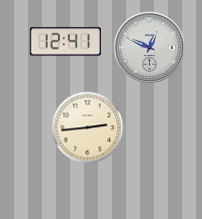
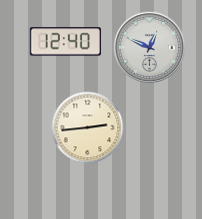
clock at (65, 42): 12:41 -> 12:40
